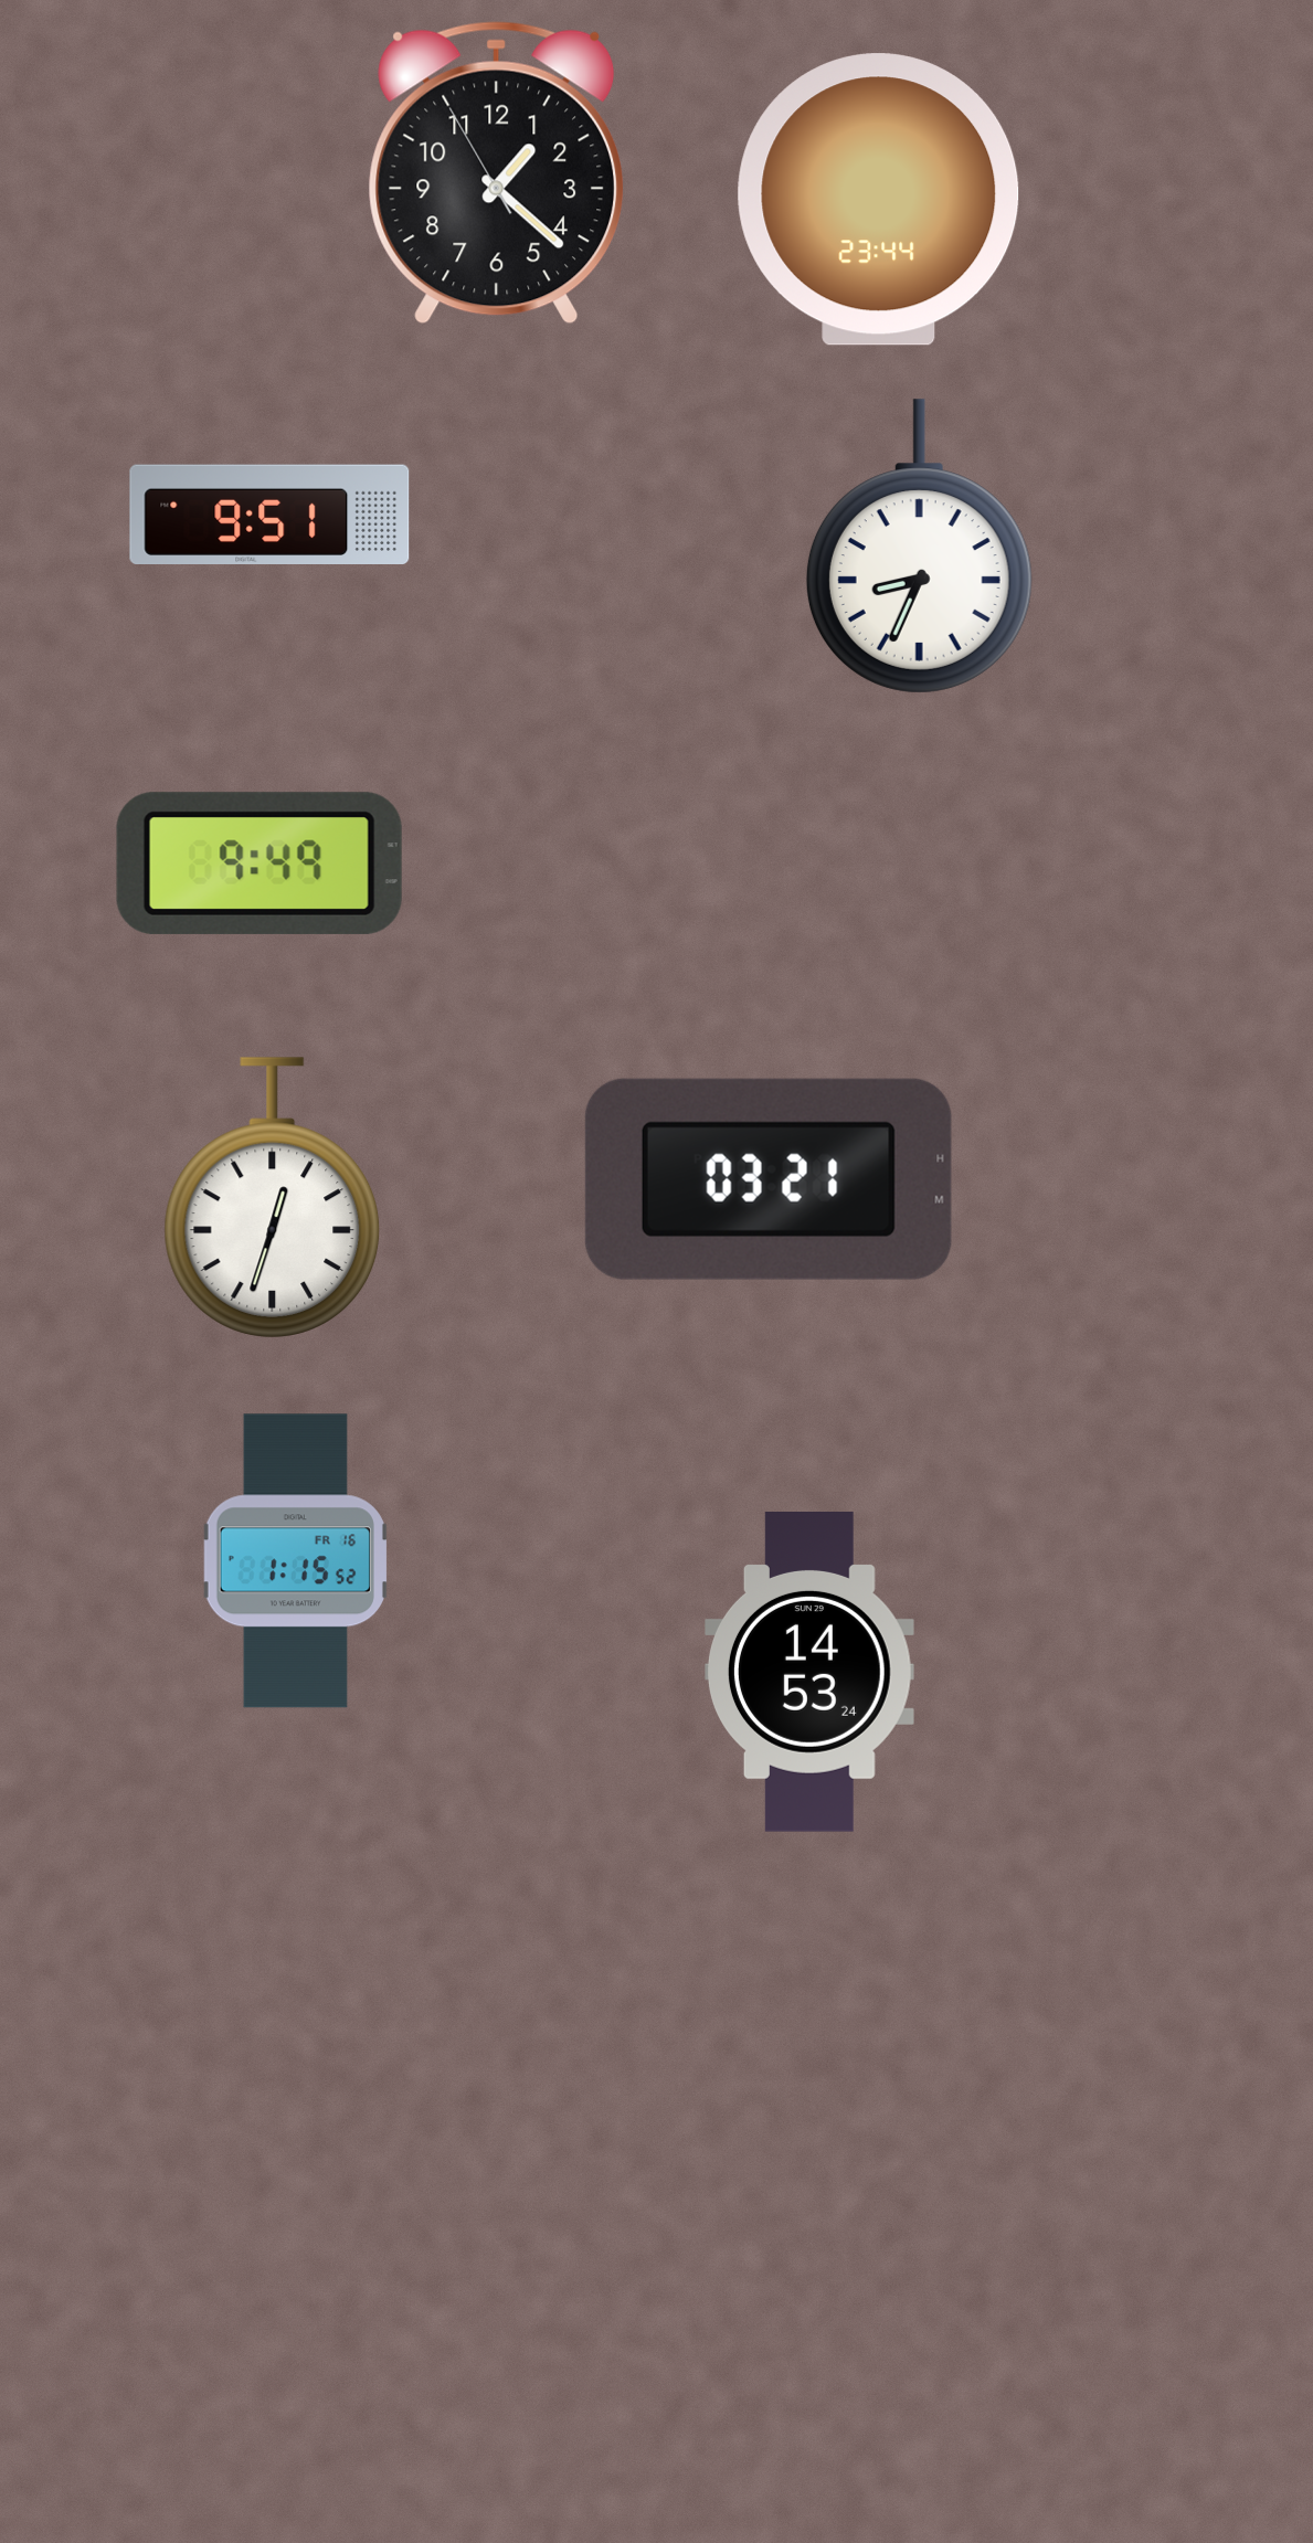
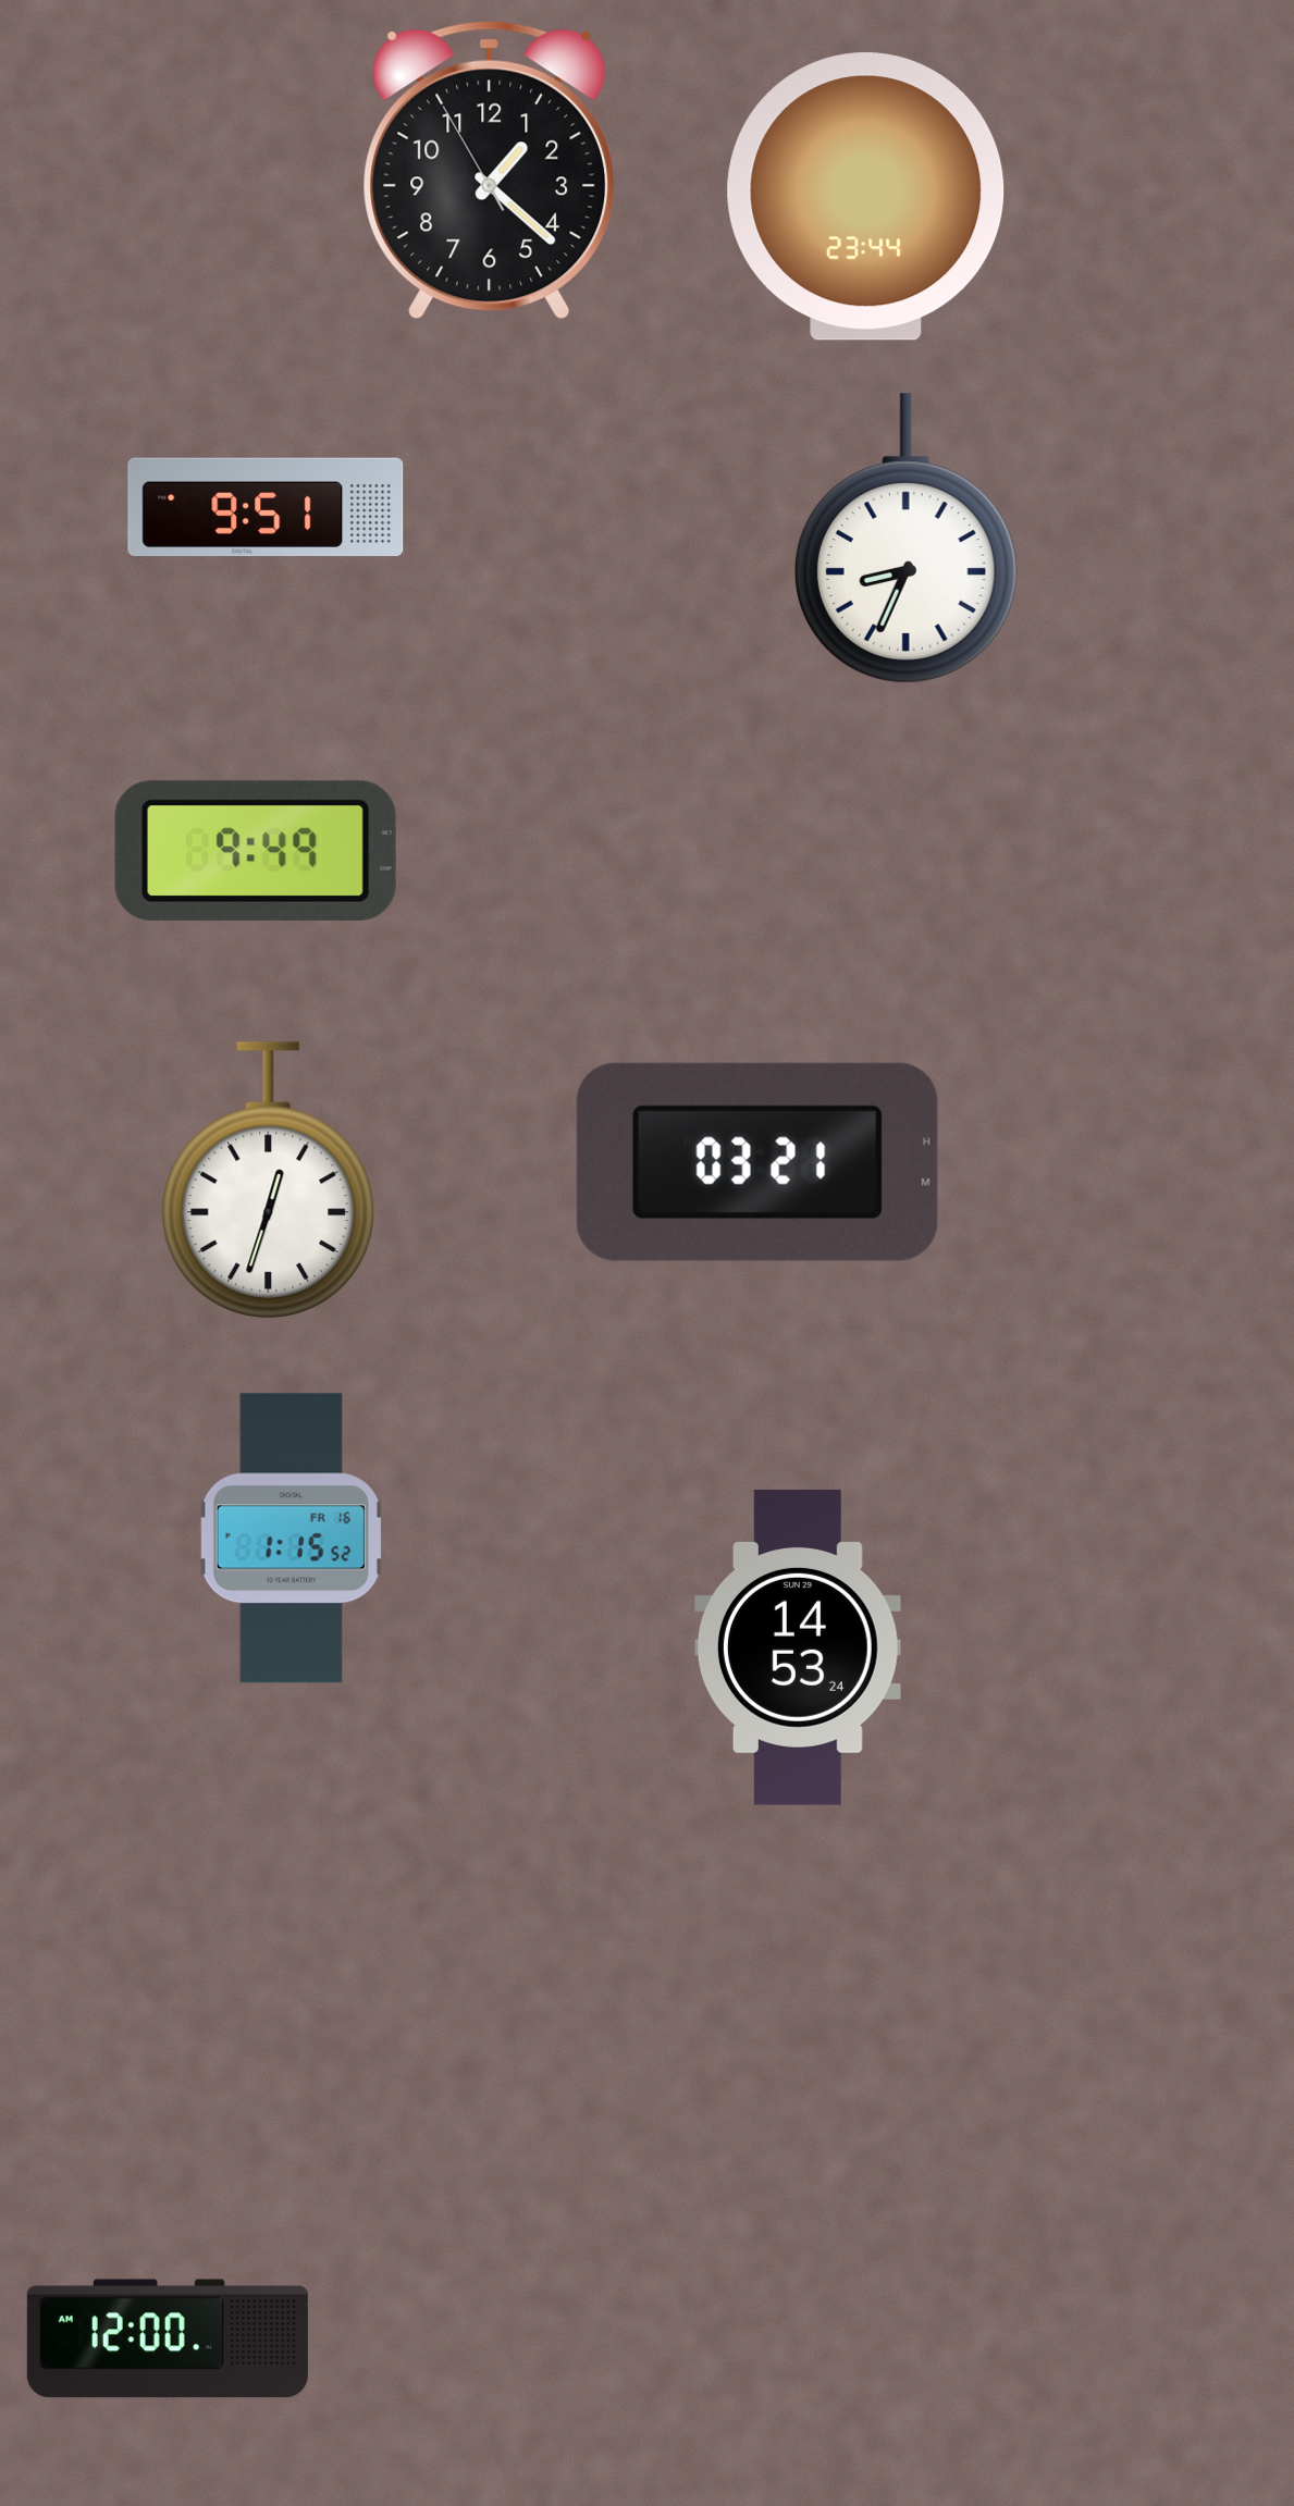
clock at (168, 2338): none -> 12:00
